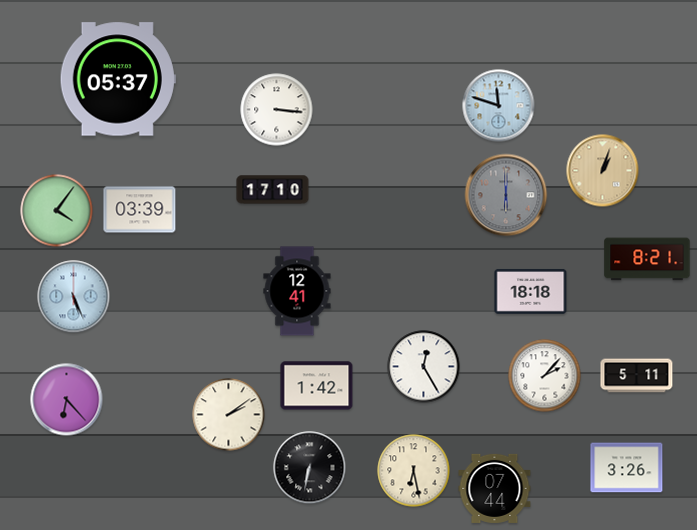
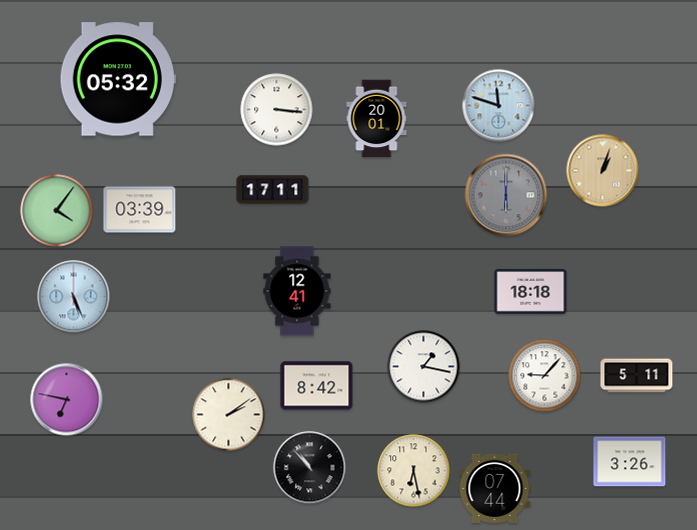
clock at (118, 79): 05:37 -> 05:32
clock at (377, 119): none -> 20:01
clock at (273, 190): 17:10 -> 17:11
clock at (647, 259): 8:21 -> none
clock at (424, 367): 12:25 -> 1:17
clock at (545, 376): 2:07 -> 9:07
clock at (317, 386): 1:42 -> 8:42
clock at (67, 400): 6:23 -> 6:47
clock at (310, 468): 6:32 -> 10:53
clock at (627, 468) position: (627, 468) -> (630, 462)
